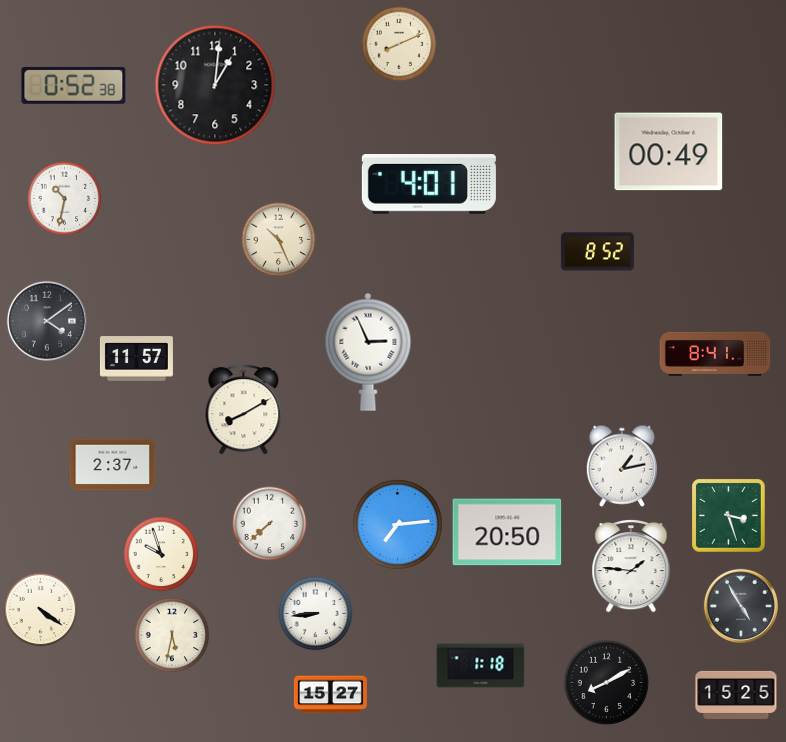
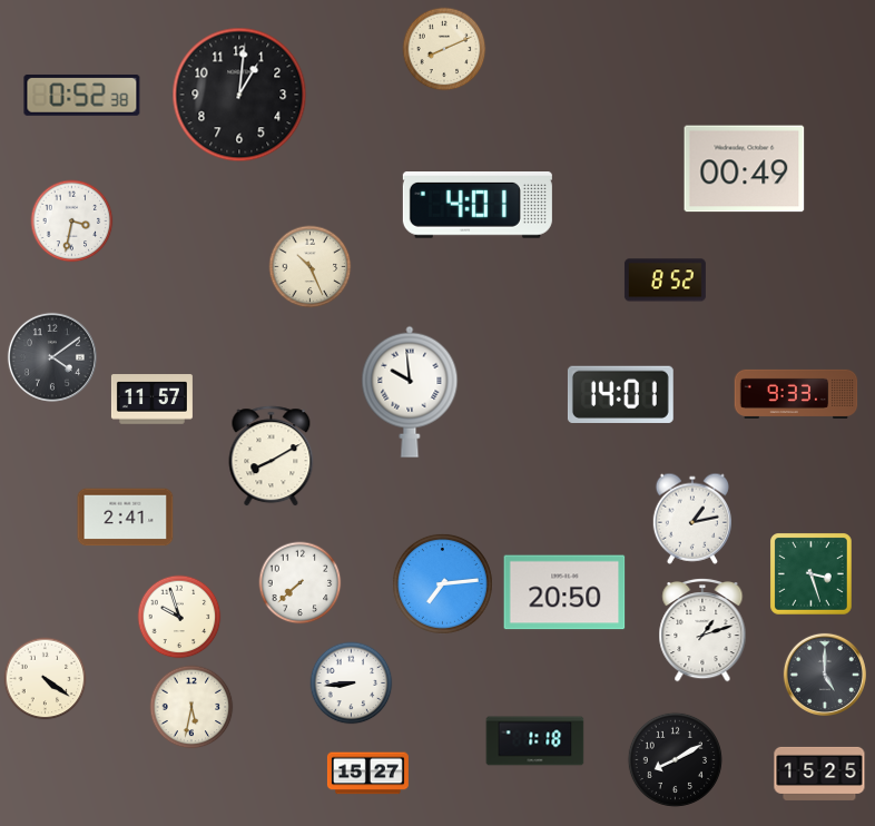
clock at (65, 199): 10:32 -> 3:32
clock at (368, 352): 2:56 -> 9:59
clock at (620, 394): none -> 14:01
clock at (715, 354): 8:41 -> 9:33
clock at (113, 465): 2:37 -> 2:41
clock at (631, 566): 1:46 -> 1:12
clock at (741, 606): 4:55 -> 5:00
